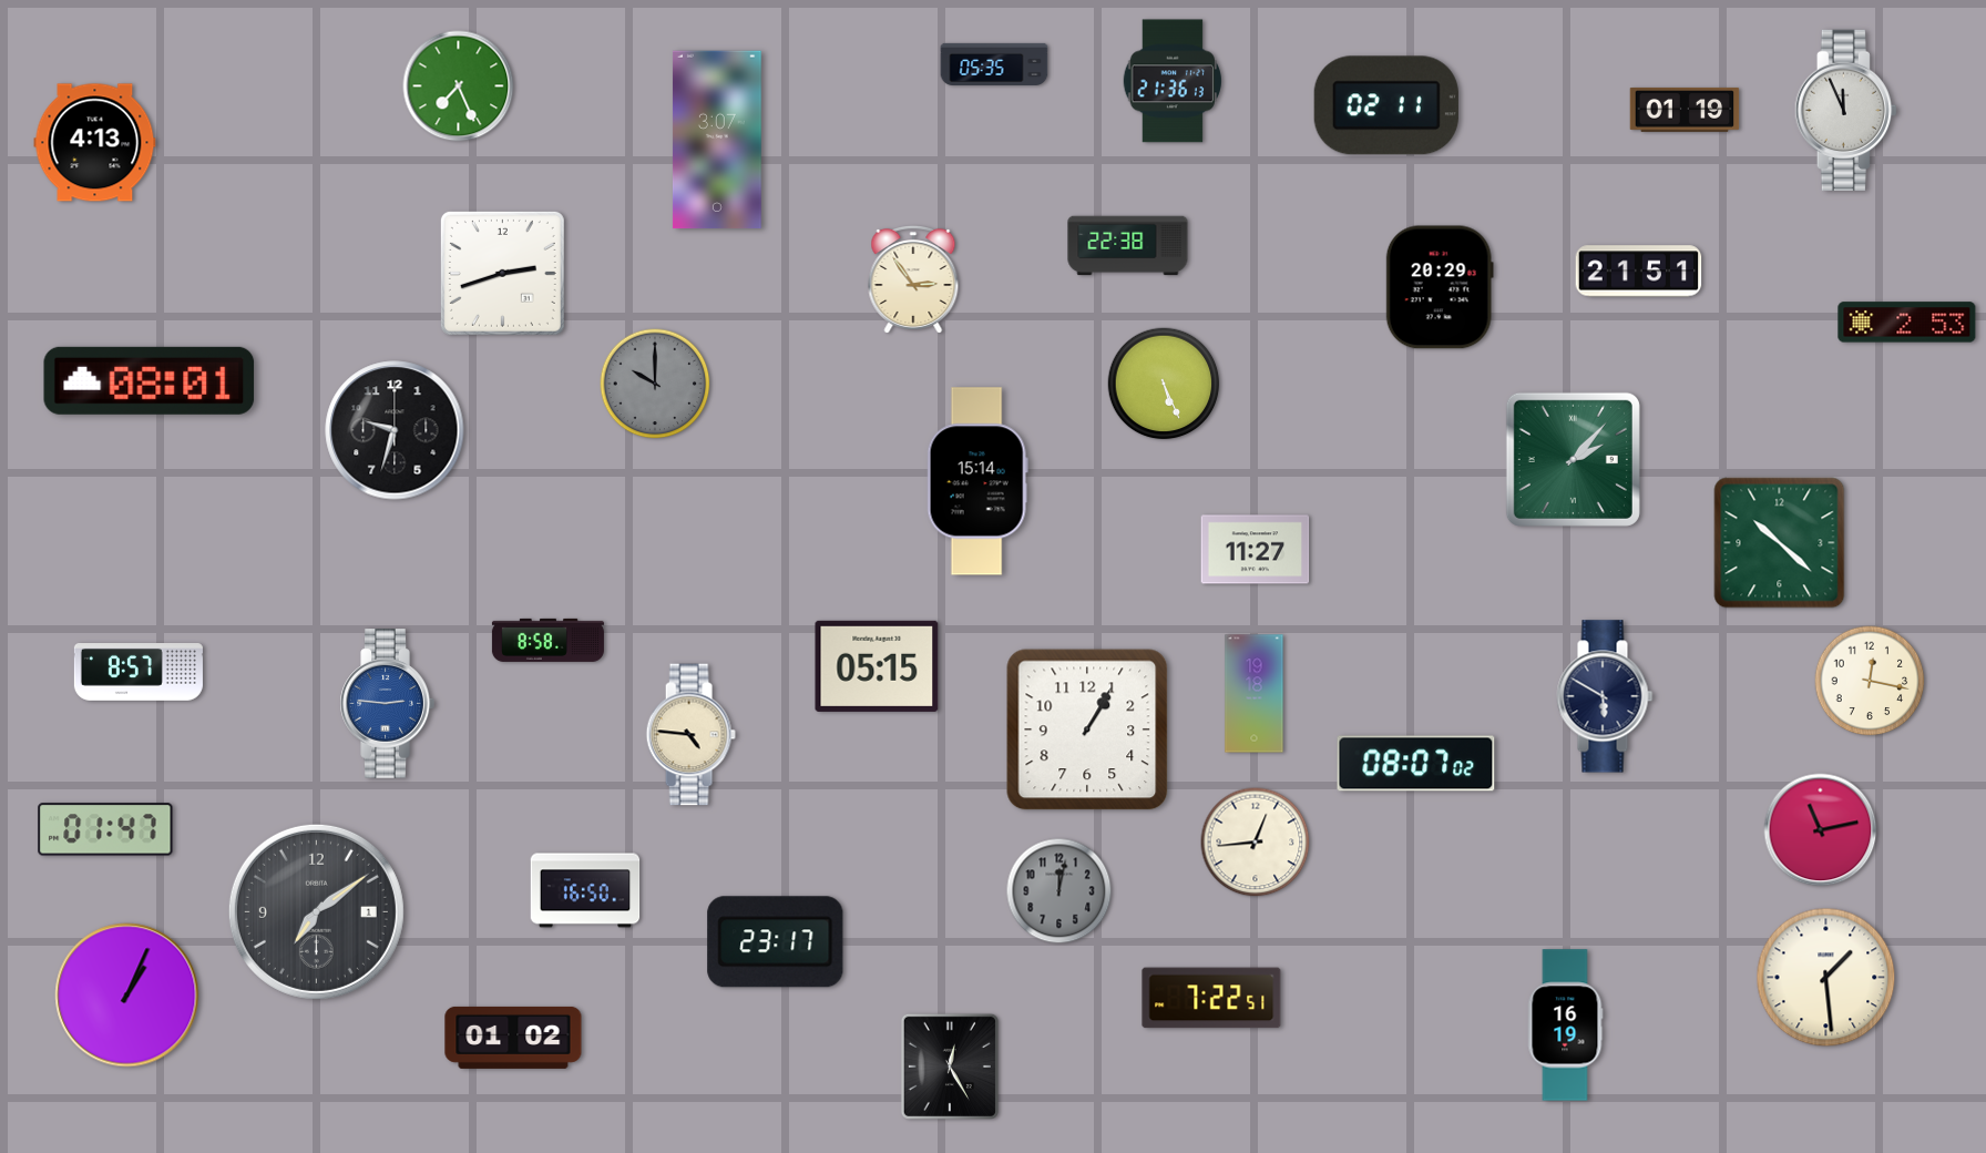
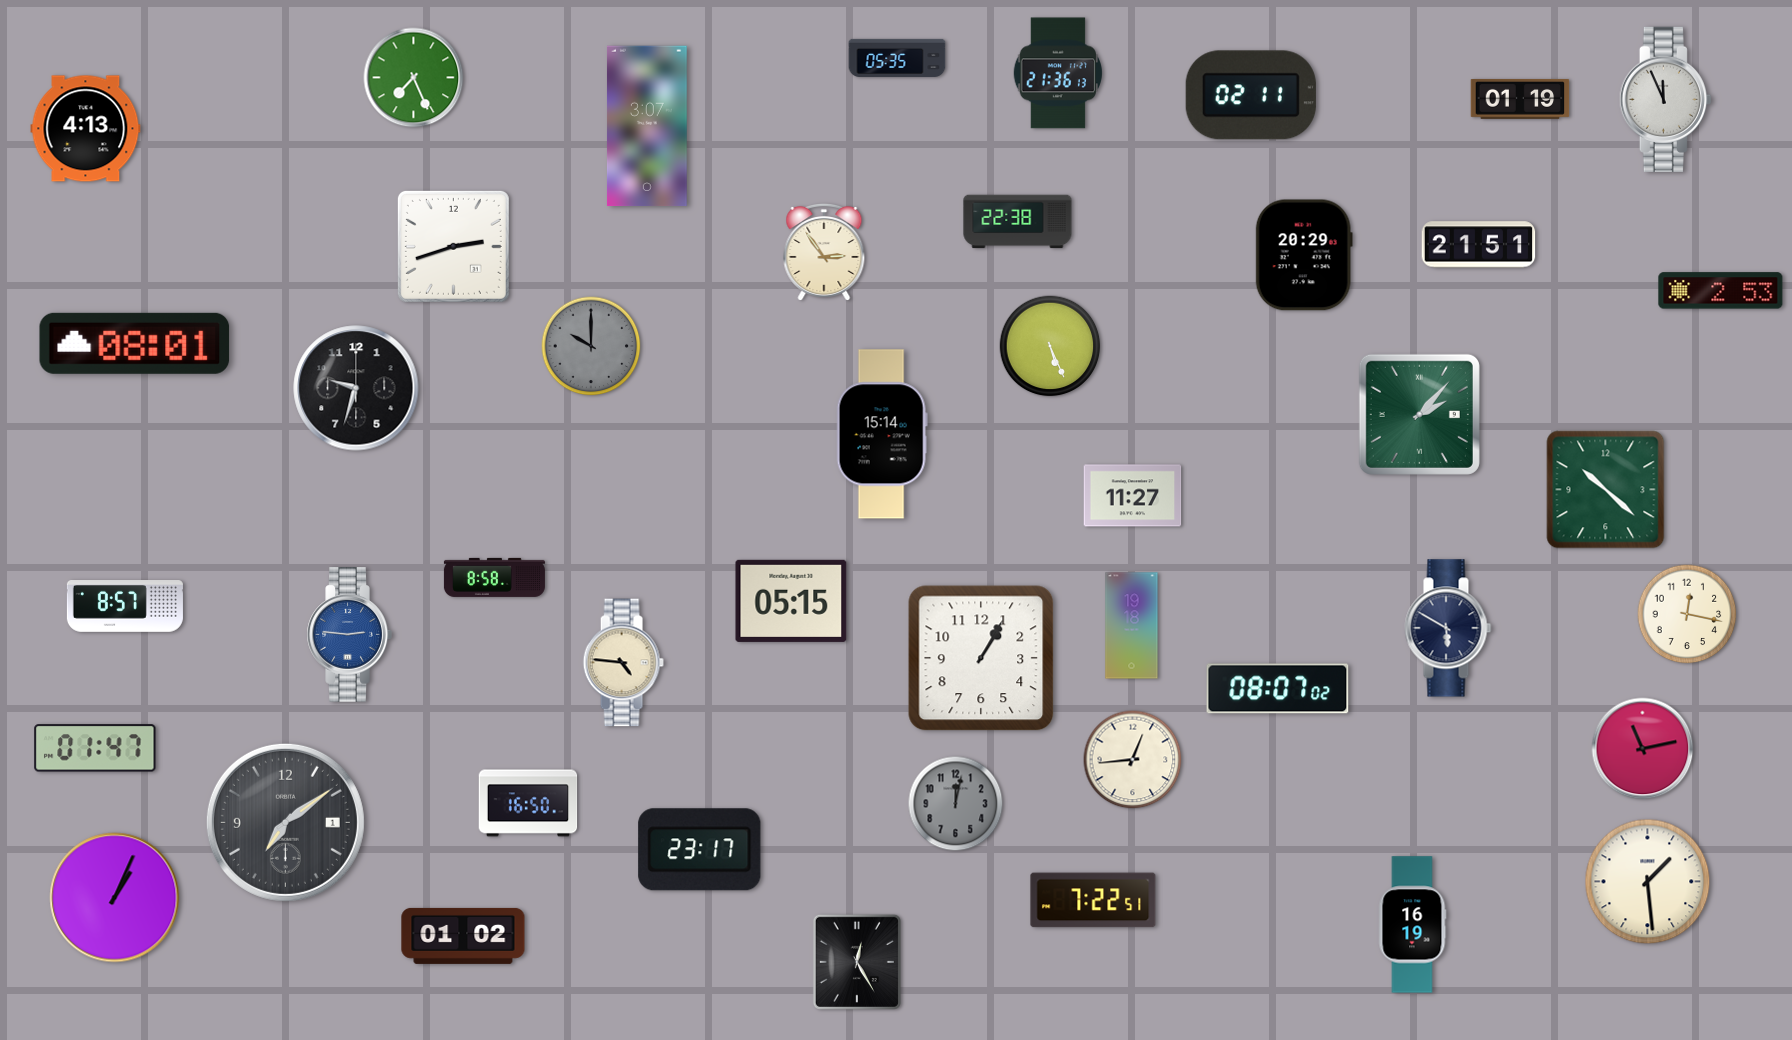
clock at (1440, 287) position: (1440, 287) -> (1304, 255)
